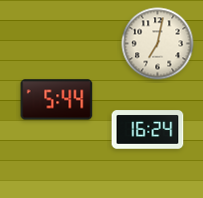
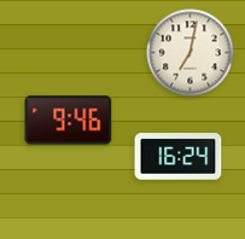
clock at (57, 100): 5:44 -> 9:46
